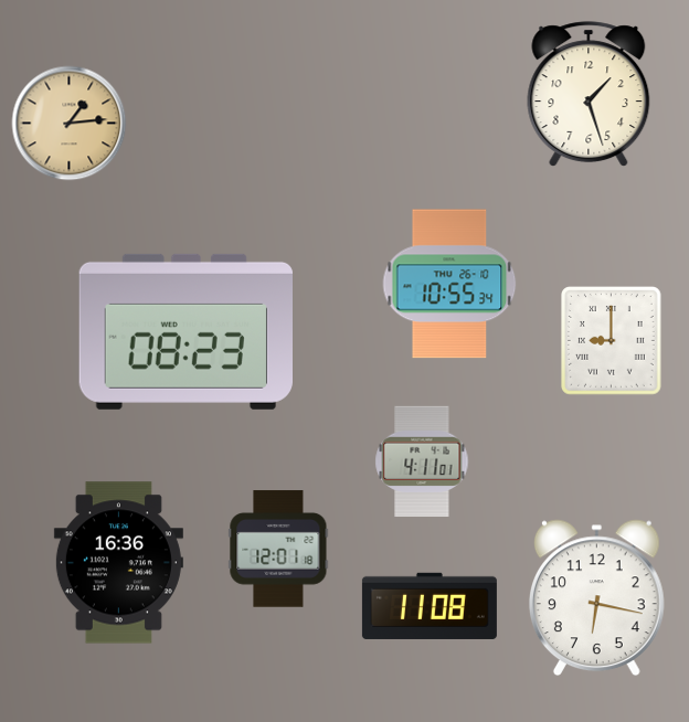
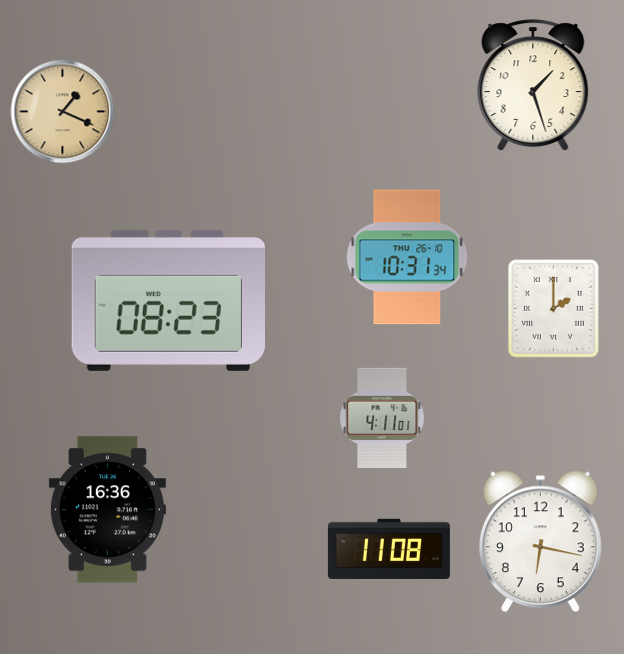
clock at (70, 124): 1:14 -> 1:19
clock at (449, 284): 10:55 -> 10:31
clock at (612, 341): 9:00 -> 2:00
clock at (278, 549): 12:01 -> none
